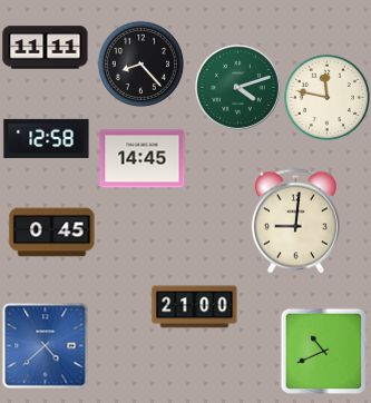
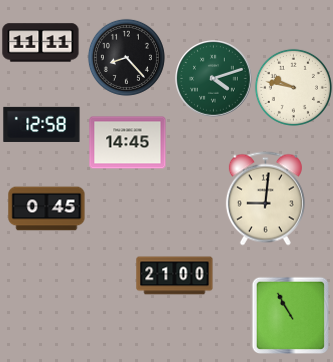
clock at (326, 97): 11:47 -> 9:47
clock at (46, 346): 4:38 -> none
clock at (323, 351): 10:41 -> 10:55
